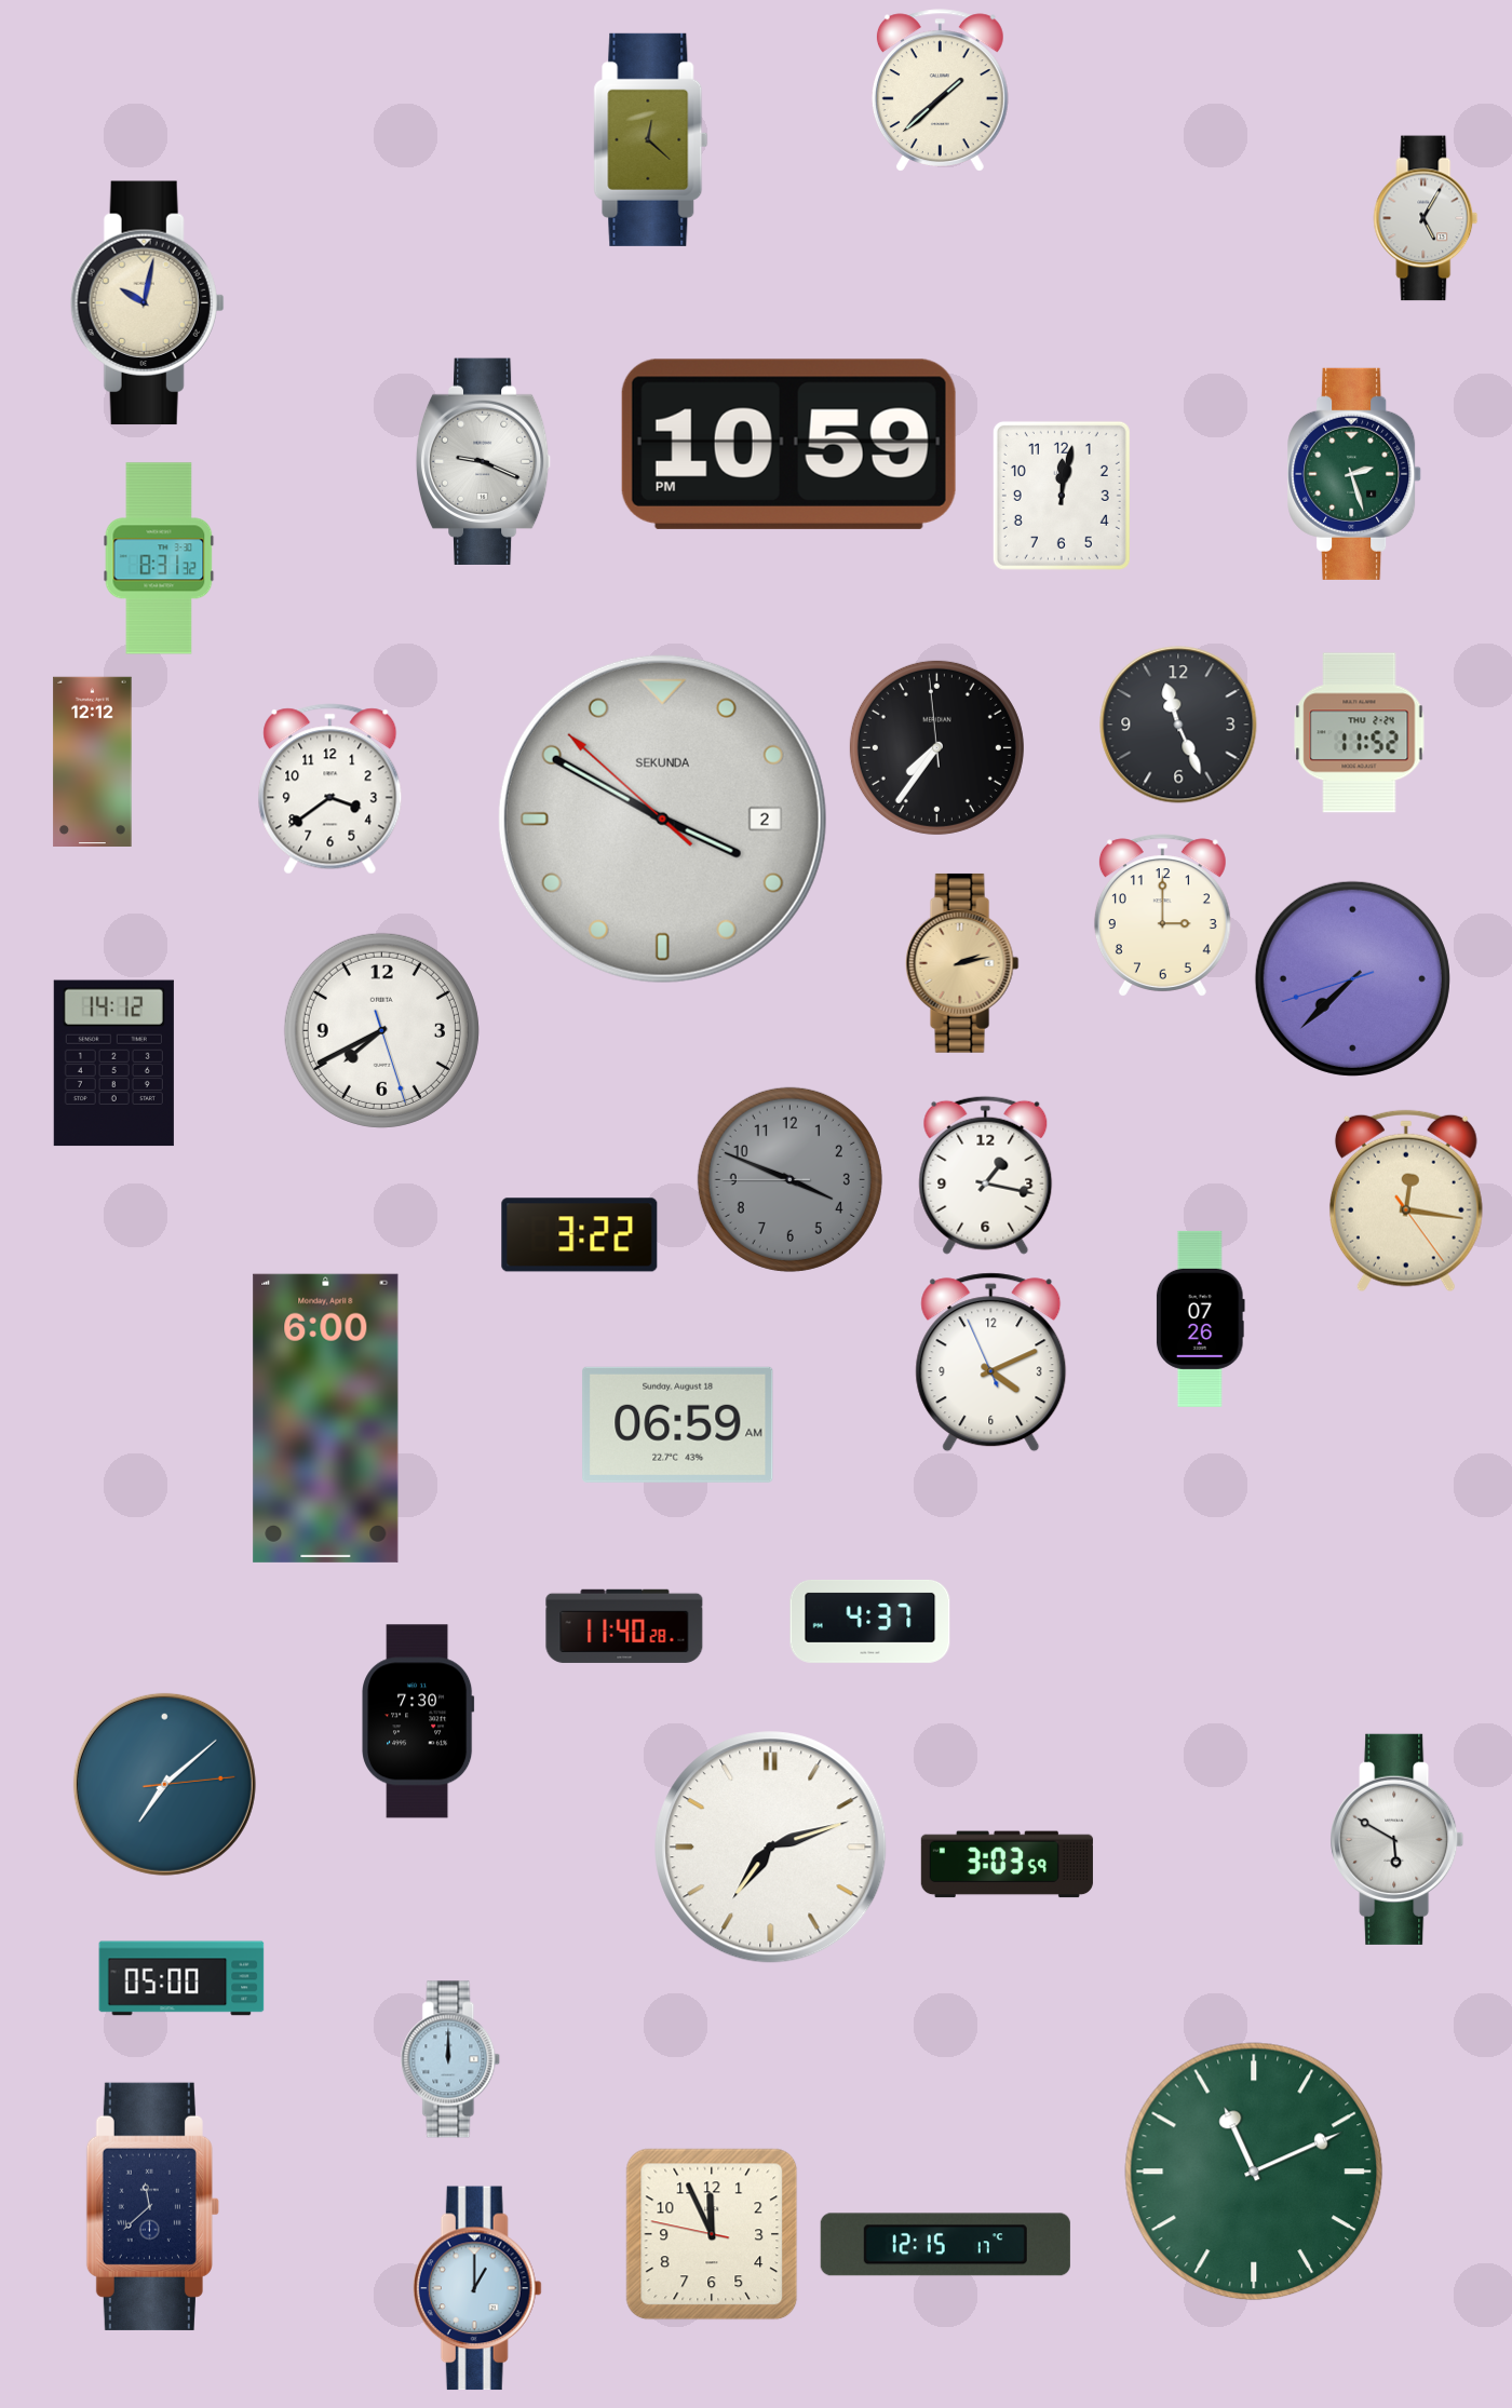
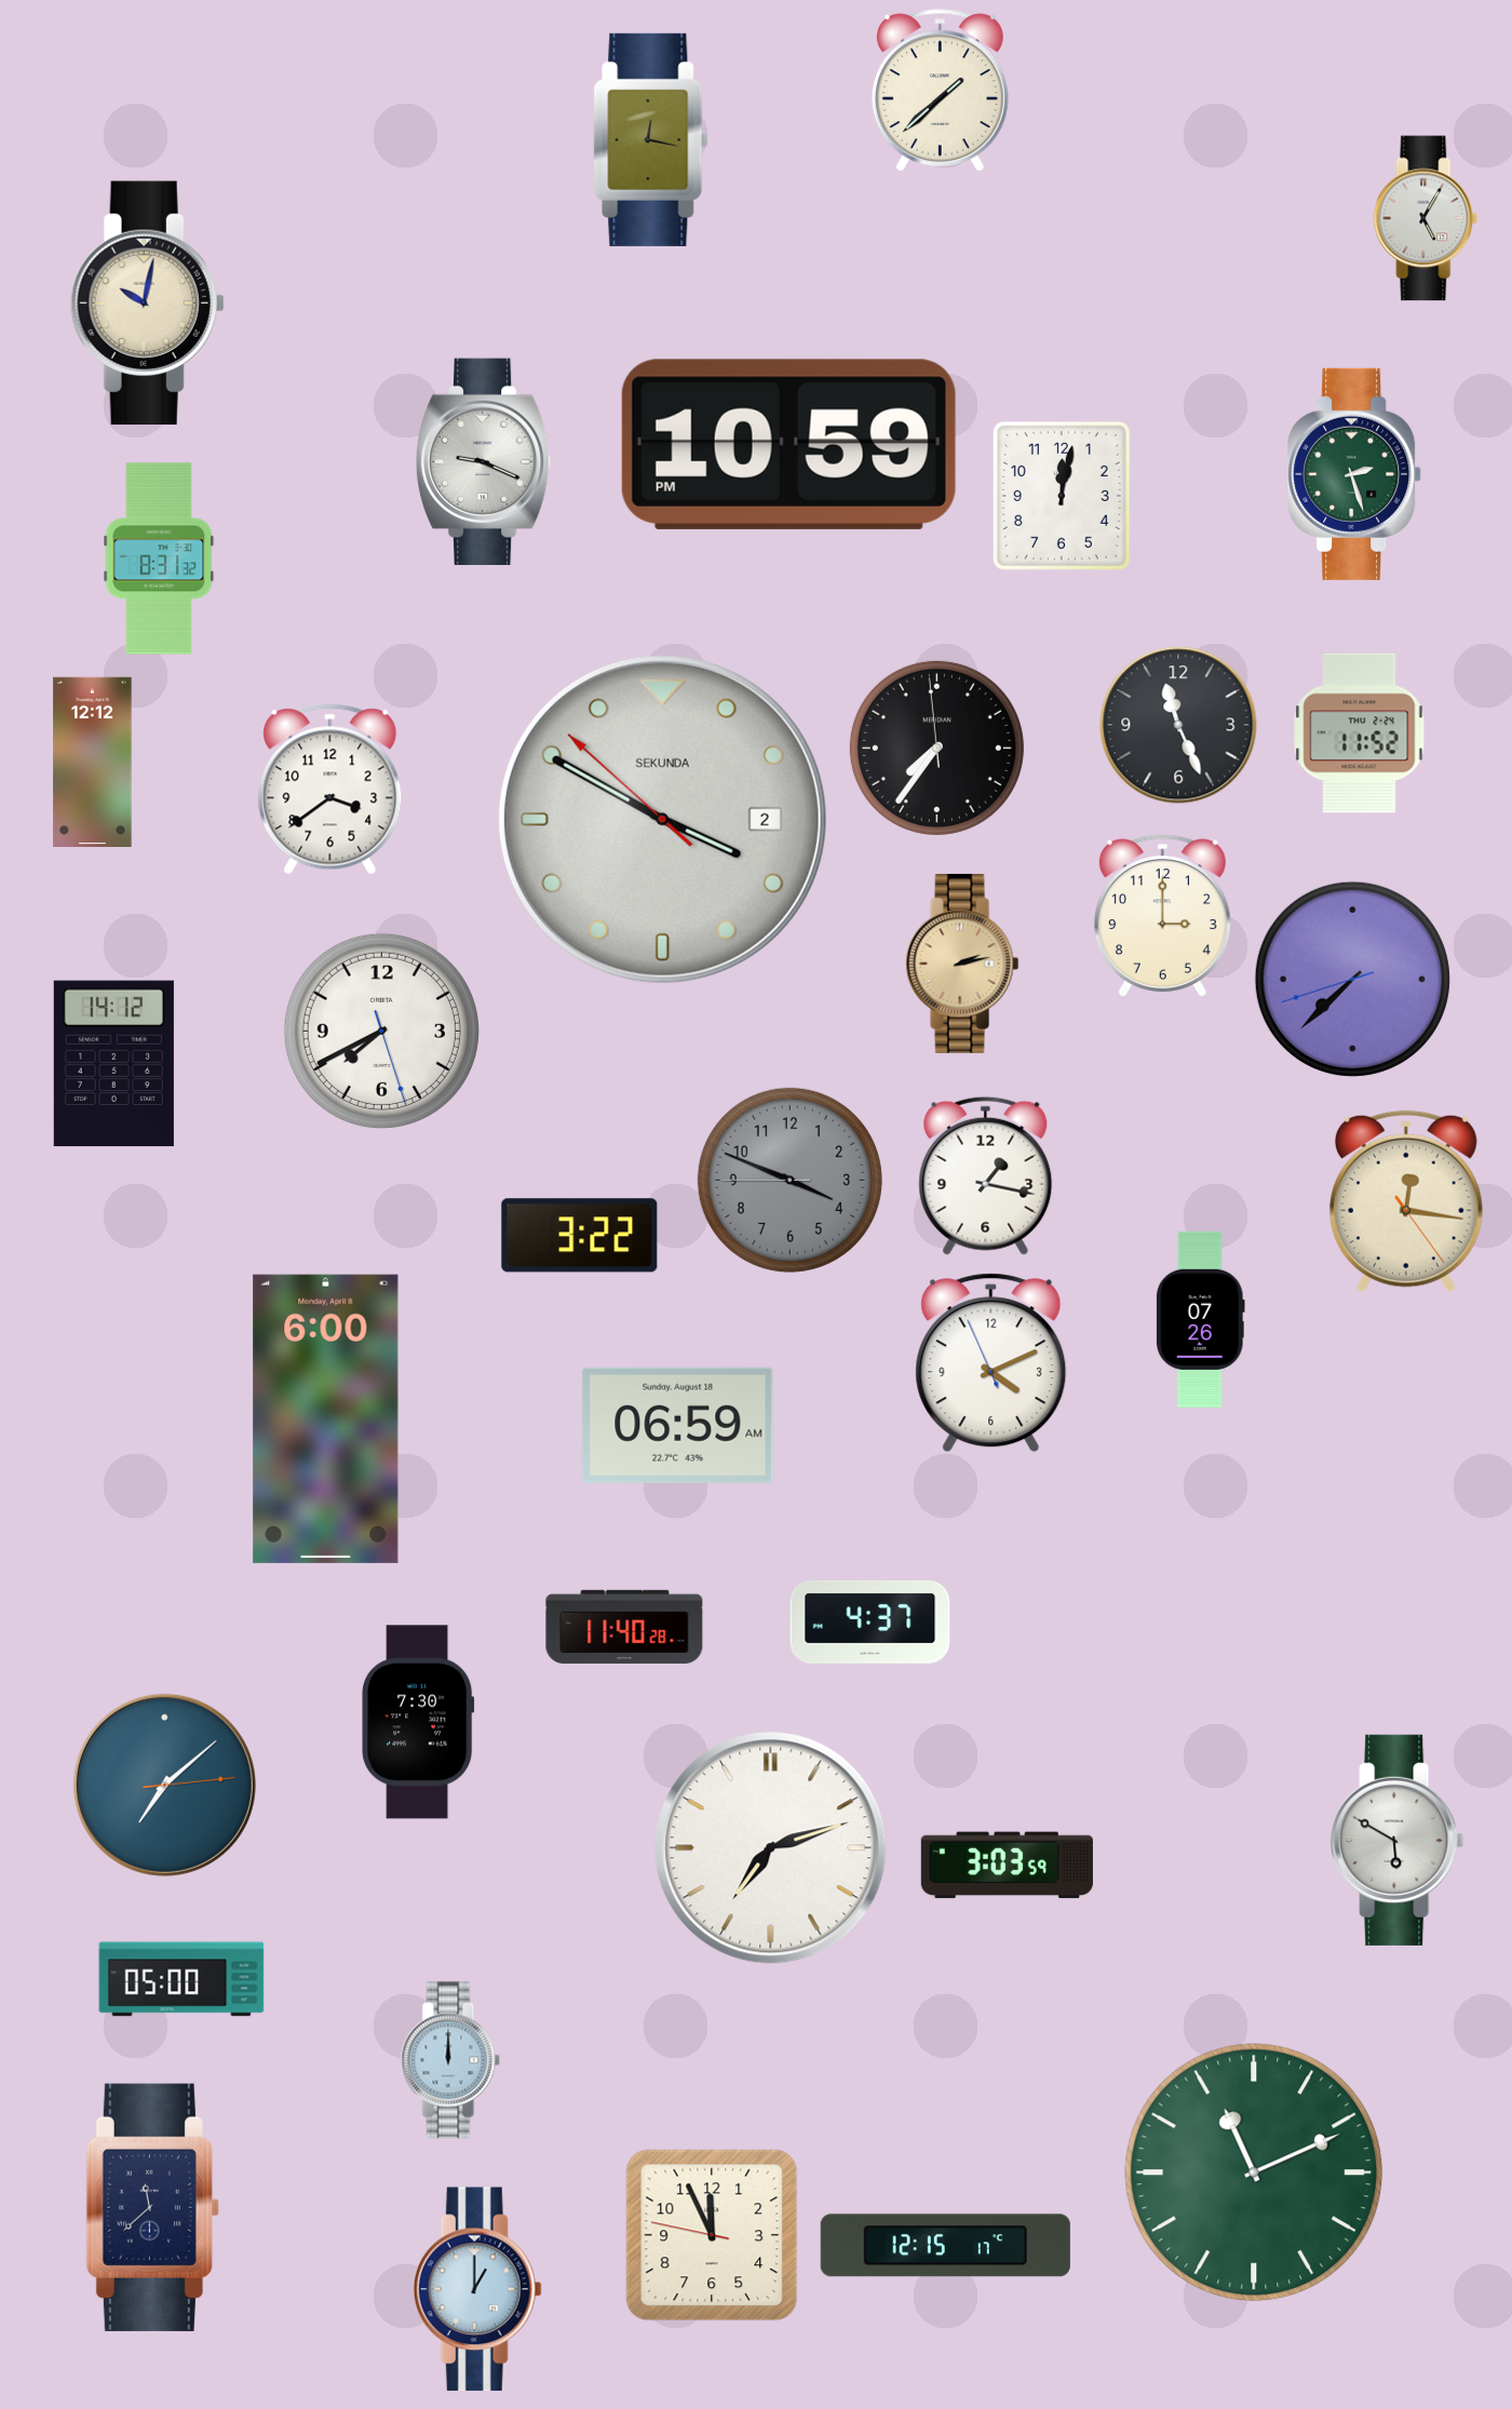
clock at (651, 139): 12:22 -> 12:17
